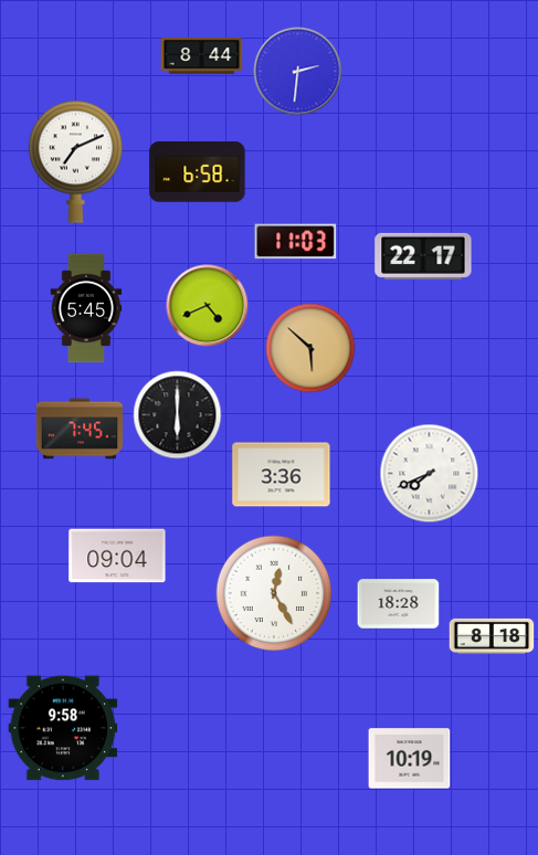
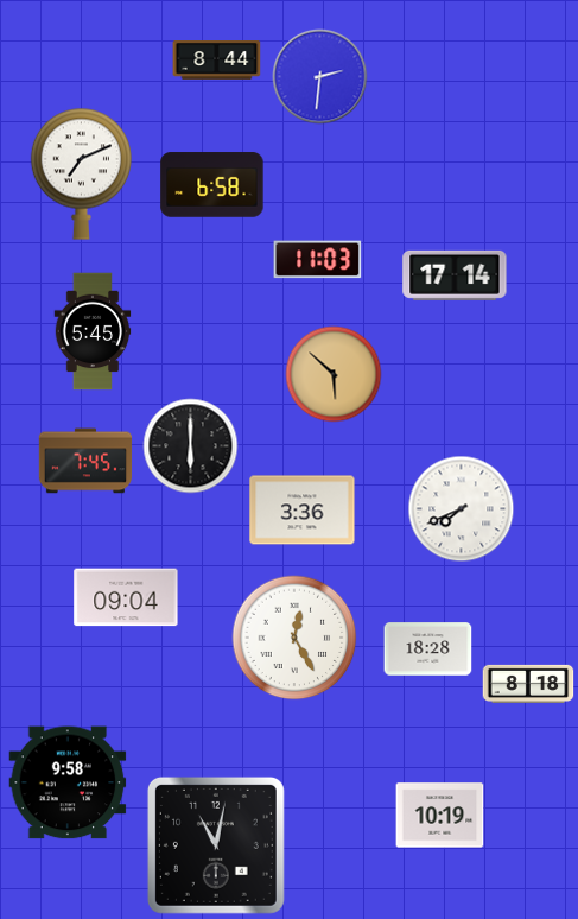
clock at (423, 256): 22:17 -> 17:14
clock at (208, 306): 4:41 -> none
clock at (216, 845): none -> 11:02
